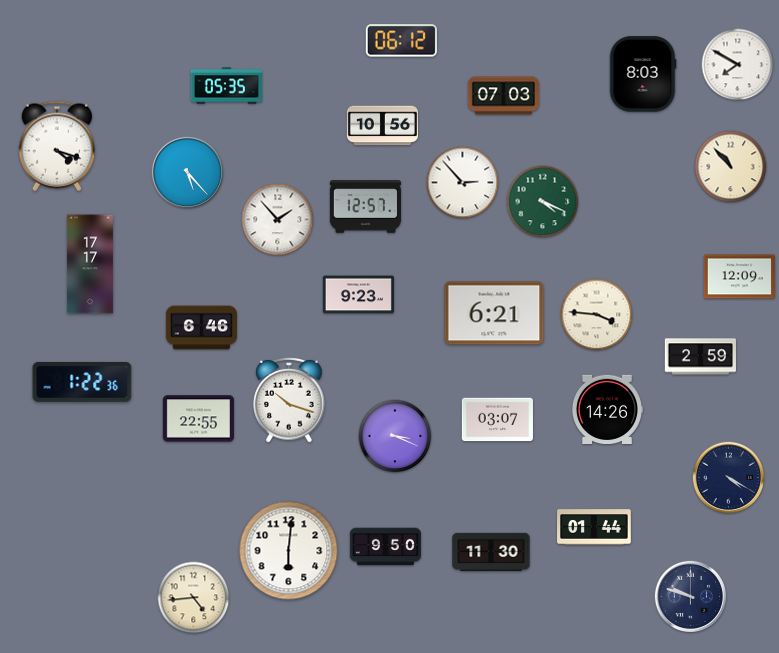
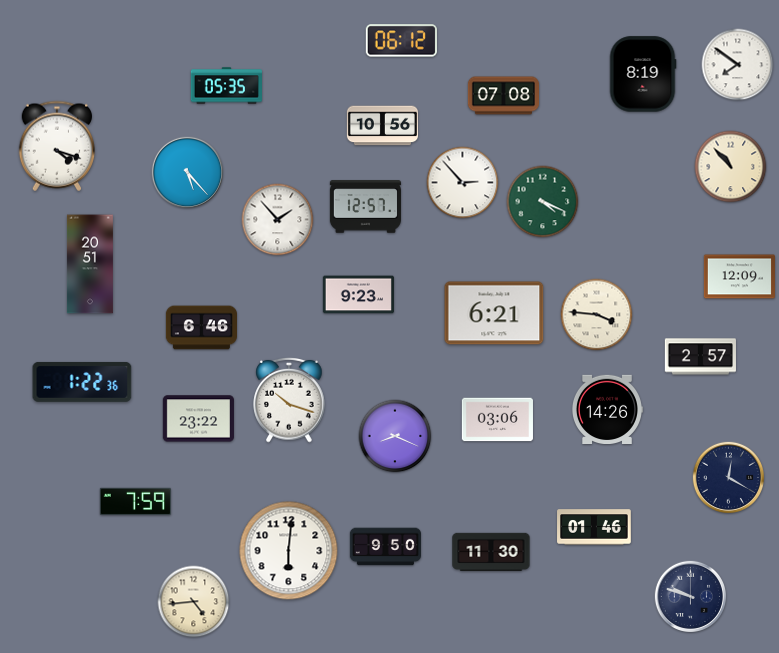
clock at (738, 65): 7:50 -> 7:51
clock at (643, 74): 8:03 -> 8:19
clock at (503, 96): 07:03 -> 07:08
clock at (90, 264): 17:17 -> 20:51
clock at (700, 357): 2:59 -> 2:57
clock at (198, 419): 22:55 -> 23:22
clock at (497, 420): 03:07 -> 03:06
clock at (395, 436): 3:19 -> 8:19
clock at (728, 477): 4:20 -> 12:20
clock at (135, 502): none -> 7:59
clock at (594, 527): 01:44 -> 01:46
clock at (194, 598) position: (194, 598) -> (194, 602)
